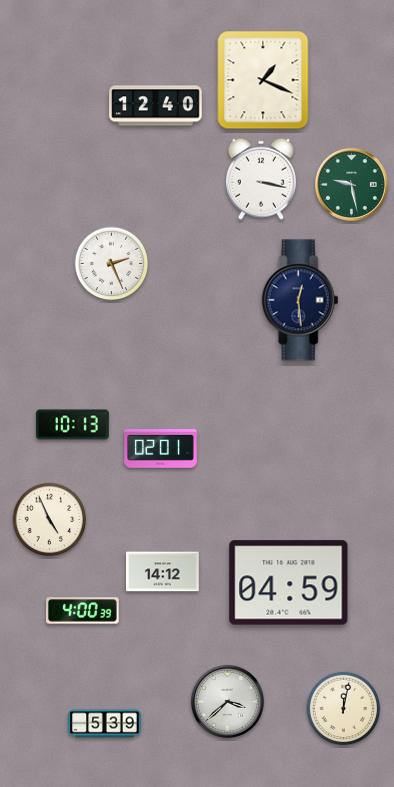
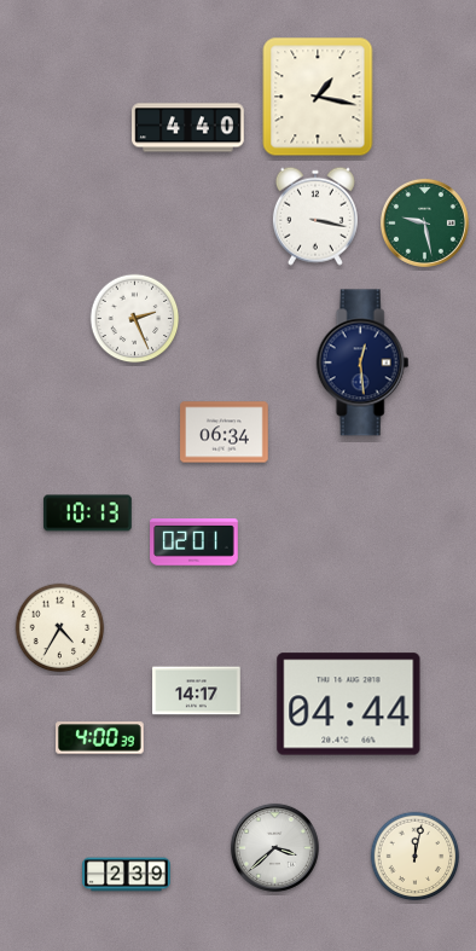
clock at (263, 80): 1:19 -> 1:17
clock at (156, 106): 12:40 -> 4:40
clock at (225, 433): none -> 06:34
clock at (50, 520): 4:56 -> 4:35
clock at (163, 572): 14:12 -> 14:17
clock at (289, 583): 04:59 -> 04:44
clock at (105, 724): 5:39 -> 2:39
